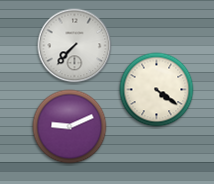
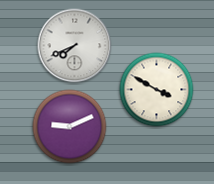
clock at (75, 46): 7:37 -> 7:41
clock at (157, 90): 4:21 -> 3:50
